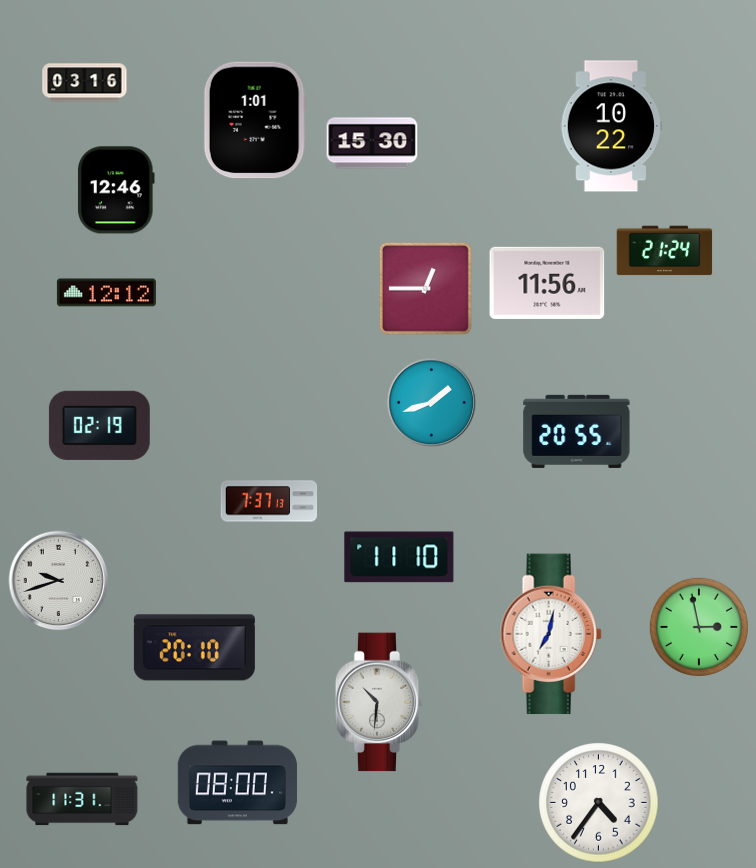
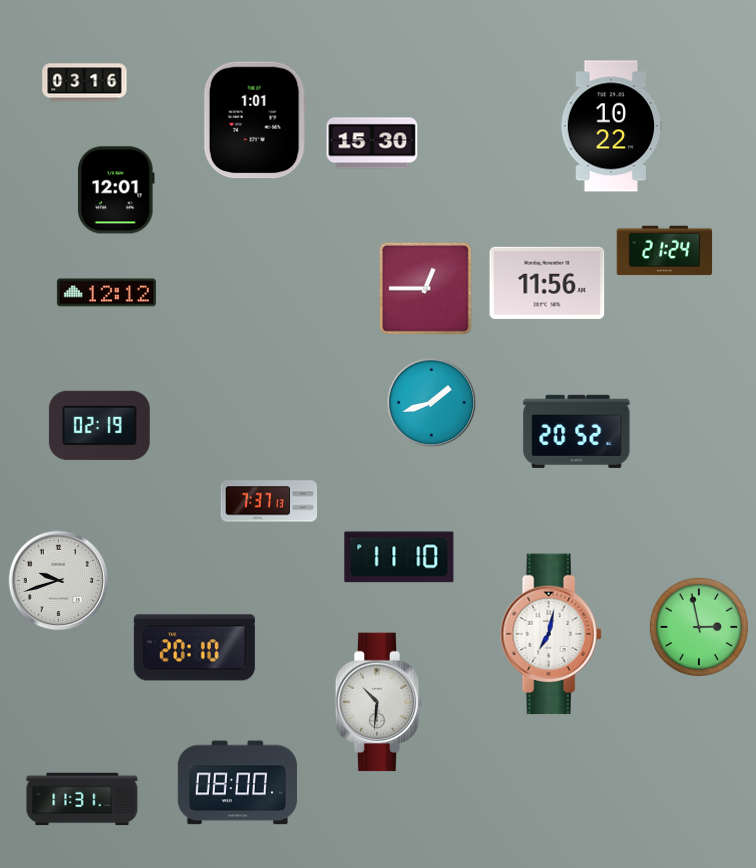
clock at (116, 190): 12:46 -> 12:01
clock at (577, 431): 20:55 -> 20:52
clock at (599, 803): 4:36 -> none
